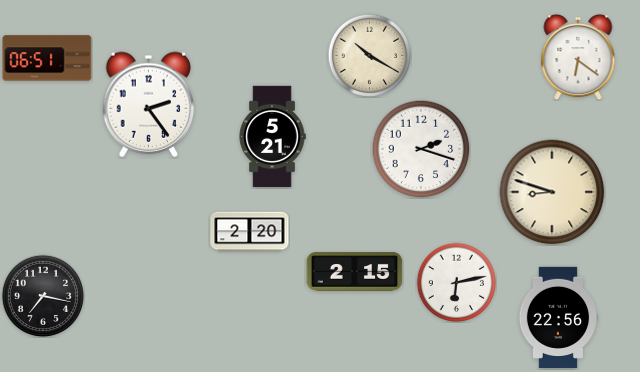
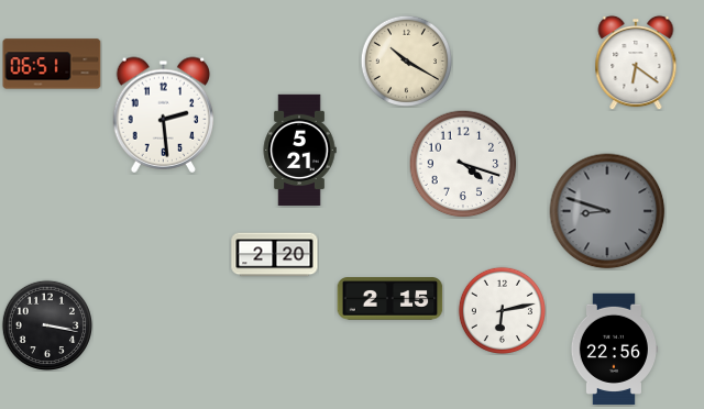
clock at (149, 104): 2:24 -> 2:29
clock at (421, 149): 2:18 -> 4:18
clock at (552, 192) dial: cream -> grey
clock at (42, 295): 7:17 -> 3:17
